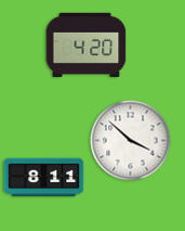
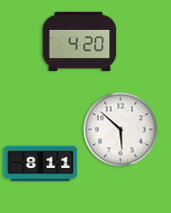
clock at (131, 141): 3:52 -> 5:52
